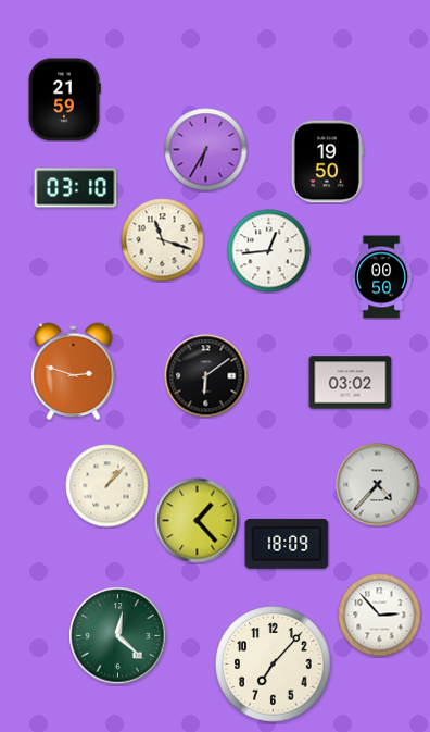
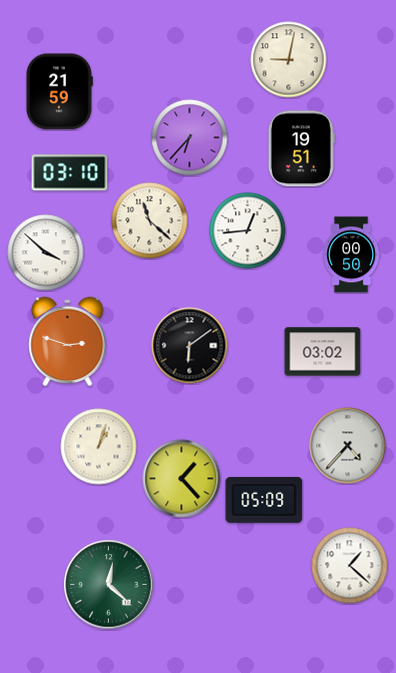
clock at (289, 60): none -> 9:02
clock at (206, 150): 6:35 -> 6:37
clock at (327, 162): 19:50 -> 19:51
clock at (163, 240): 11:18 -> 11:22
clock at (46, 253): none -> 3:52
clock at (107, 486): 1:07 -> 1:03
clock at (287, 544): 18:09 -> 05:09
clock at (380, 616): 2:53 -> 1:22
clock at (274, 665): 7:07 -> none
